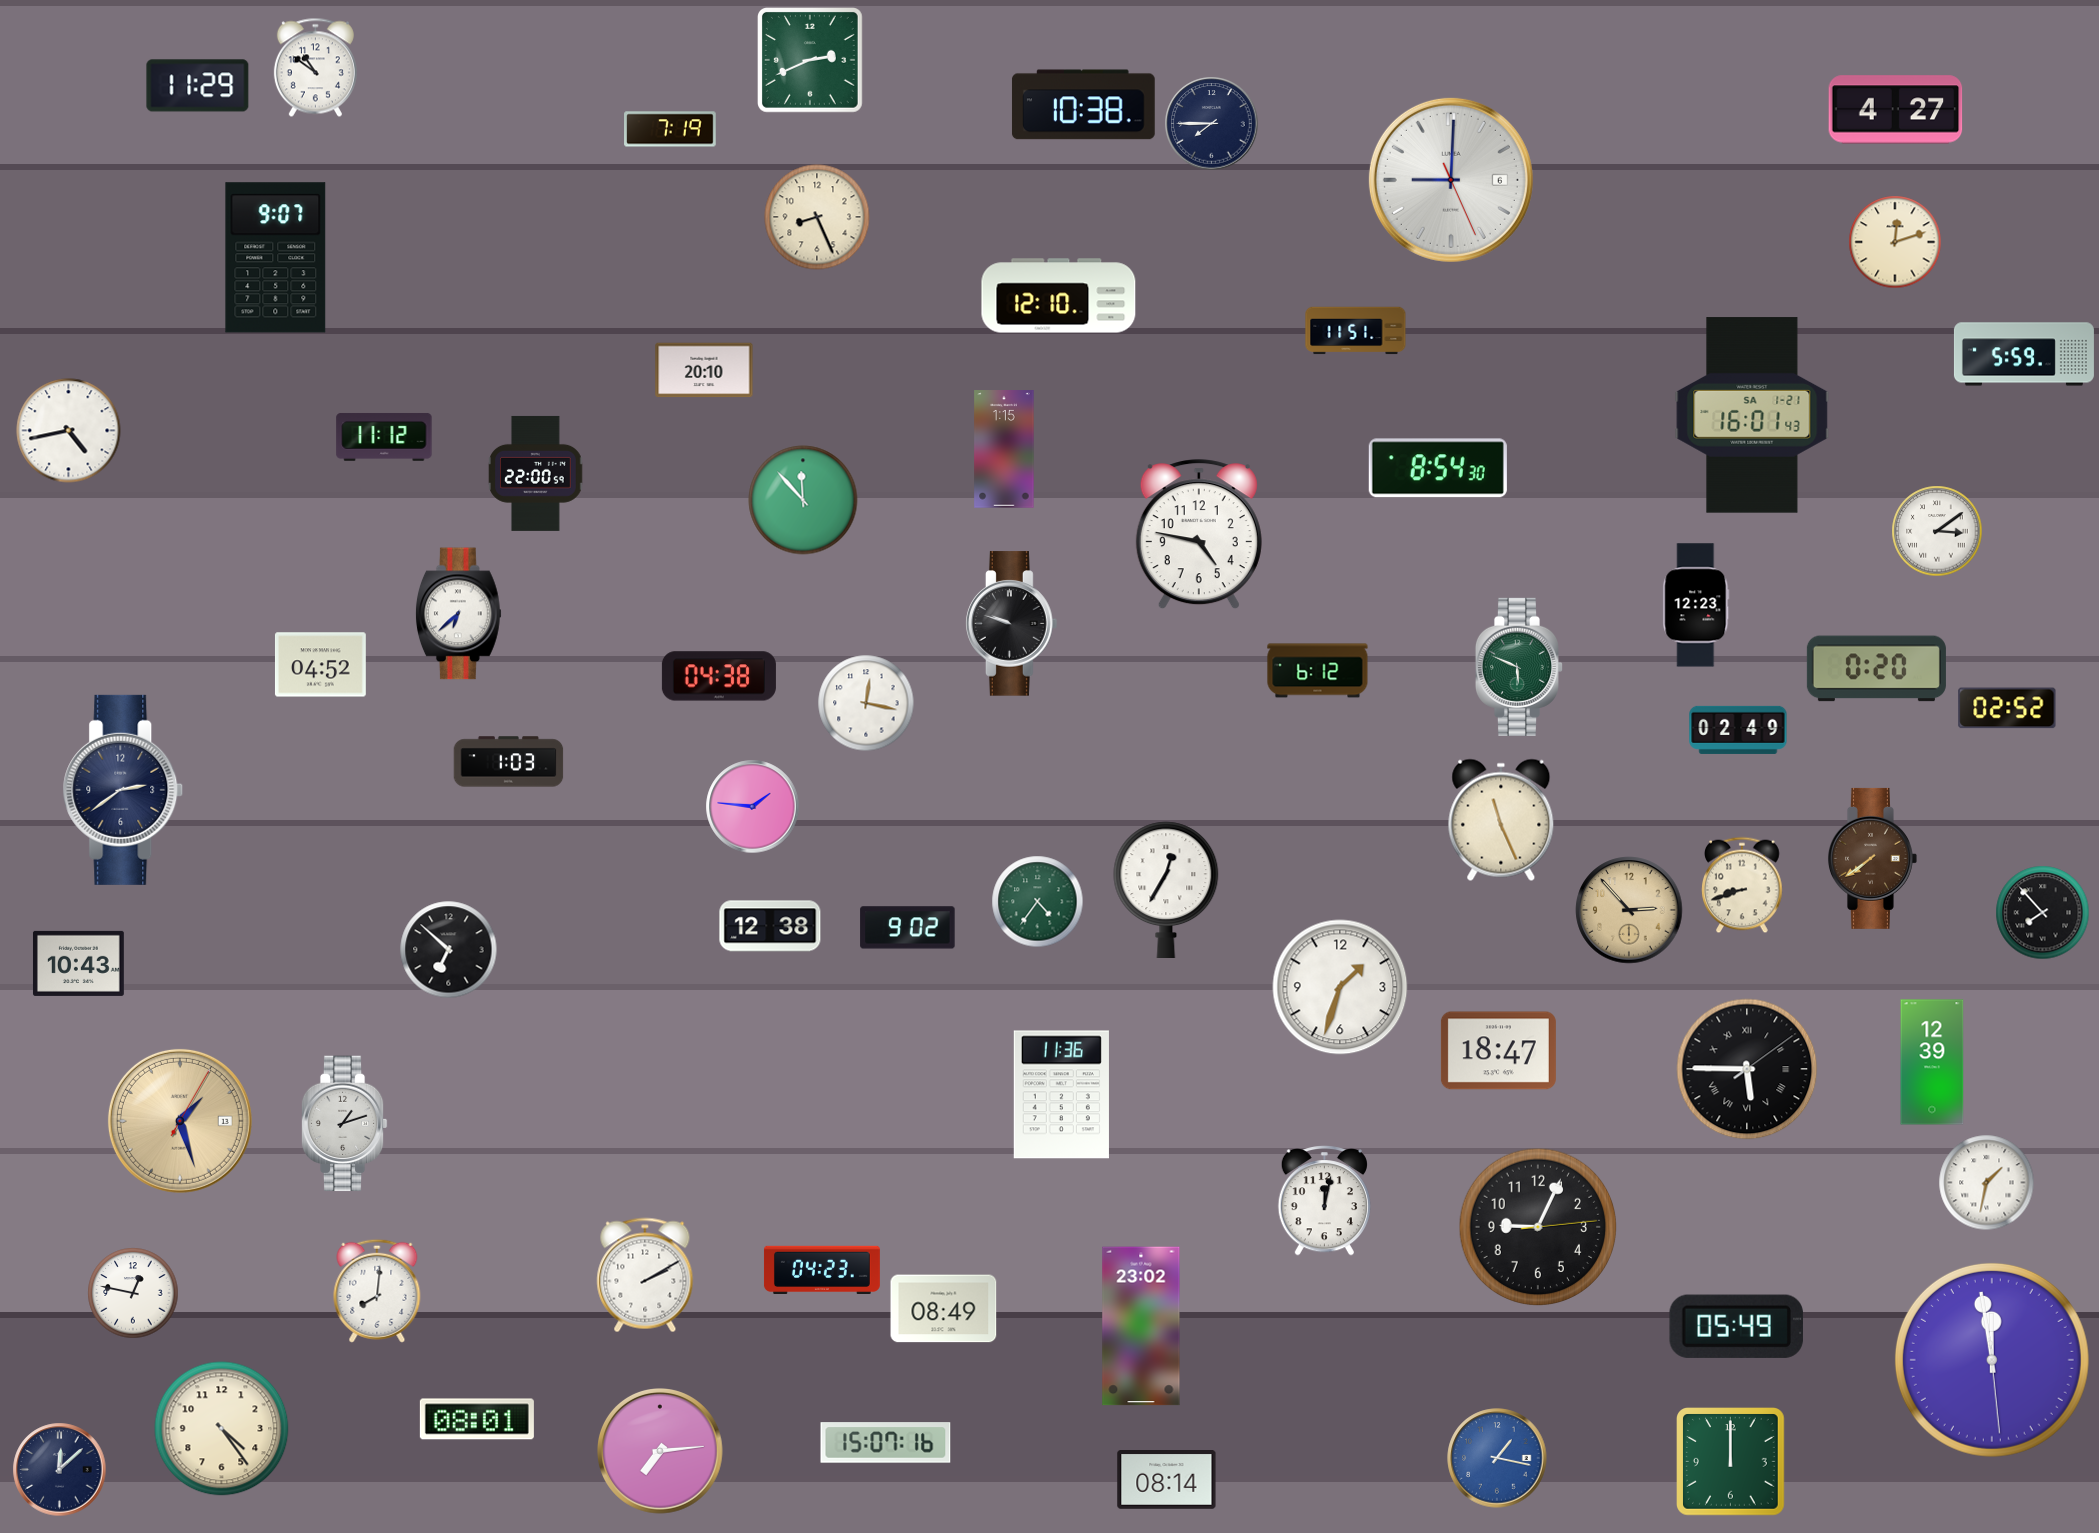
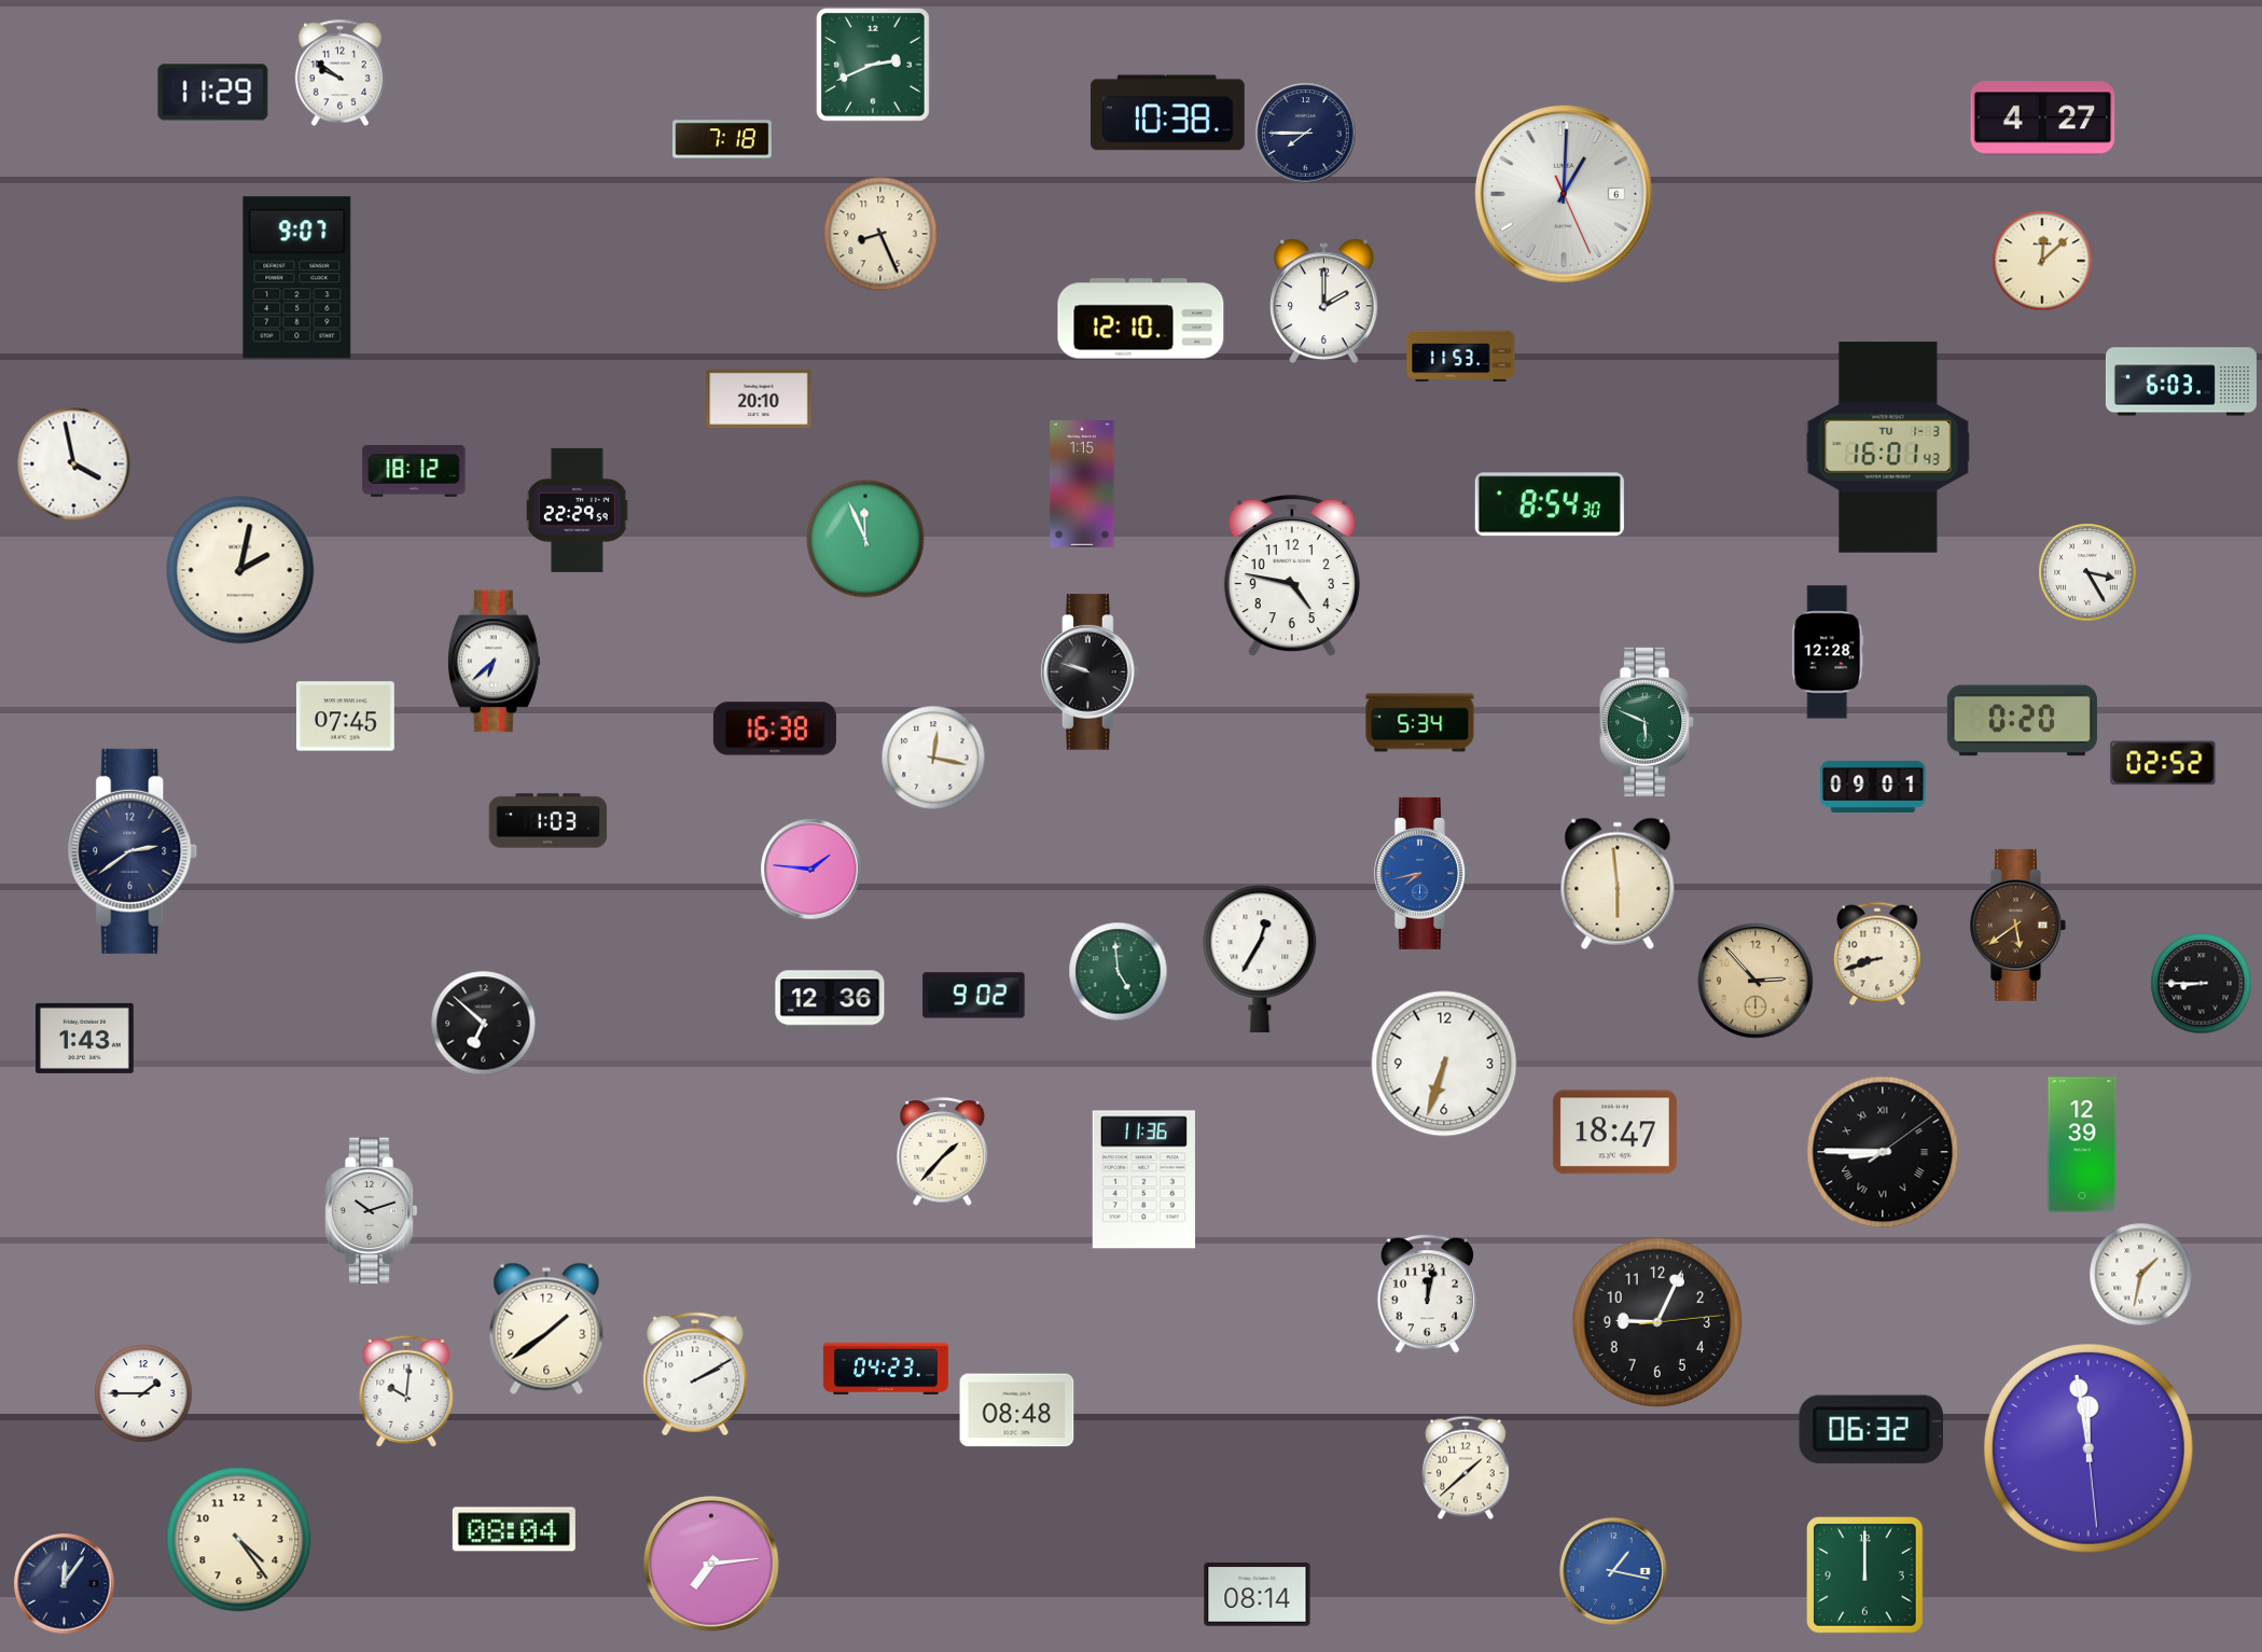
clock at (315, 68): 10:51 -> 9:51
clock at (670, 129): 7:19 -> 7:18
clock at (1451, 180): 9:00 -> 1:00
clock at (1895, 242): 12:12 -> 12:08
clock at (1324, 302): none -> 2:00
clock at (1356, 331): 11:51 -> 11:53
clock at (2024, 354): 5:59 -> 6:03
clock at (1752, 415) date: SA 1-21 -> TU 1-3
clock at (69, 431): 4:43 -> 3:58
clock at (384, 437): 11:12 -> 18:12
clock at (536, 473): 22:00 -> 22:29
clock at (803, 500): 11:53 -> 11:56
clock at (240, 570): none -> 2:02
clock at (1937, 531): 3:09 -> 3:25
clock at (1696, 605): 12:23 -> 12:28
clock at (320, 665): 04:52 -> 07:45
clock at (1518, 667) position: (1518, 667) -> (1646, 722)
clock at (1318, 671): 6:12 -> 5:34
clock at (719, 676): 04:38 -> 16:38
clock at (1738, 730): 02:49 -> 09:01
clock at (1421, 873): none -> 7:43
clock at (1501, 820): 11:26 -> 5:59
clock at (1872, 858): 7:39 -> 5:39
clock at (1166, 889) position: (1166, 889) -> (1260, 958)
clock at (1038, 902): 4:36 -> 4:59
clock at (2043, 913): 7:53 -> 8:45
clock at (770, 926): 12:38 -> 12:36
clock at (908, 928) position: (908, 928) -> (974, 996)
clock at (78, 963): 10:43 -> 1:43
clock at (1340, 987): 1:33 -> 6:33
clock at (943, 1152): none -> 1:37
clock at (1747, 1069): 5:45 -> 8:45
clock at (180, 1121): 1:27 -> none
clock at (344, 1124): 1:12 -> 10:12
clock at (546, 1329): none -> 1:39
clock at (377, 1291): 8:01 -> 10:01
clock at (133, 1293): 12:47 -> 1:45
clock at (944, 1309): 08:49 -> 08:48
clock at (1141, 1326): 23:02 -> none
clock at (1736, 1326): 05:49 -> 06:32
clock at (1992, 1360) position: (1992, 1360) -> (2088, 1448)
clock at (1466, 1468): none -> 1:38
clock at (477, 1419): 08:01 -> 08:04
clock at (886, 1443): 15:07 -> none
clock at (60, 1470): 12:08 -> 12:06
